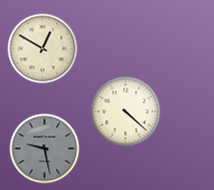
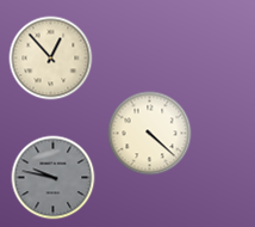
clock at (43, 49): 12:50 -> 12:53
clock at (45, 149): 9:28 -> 9:47
